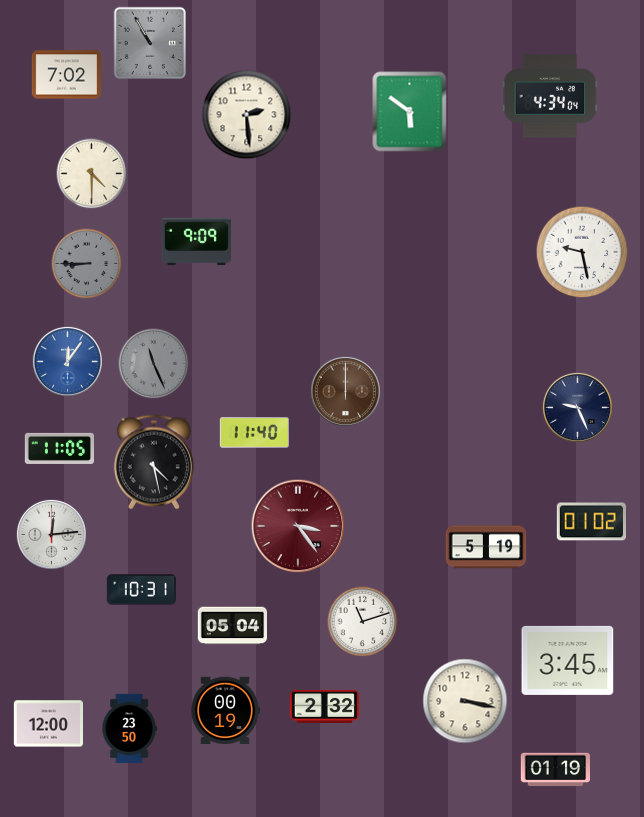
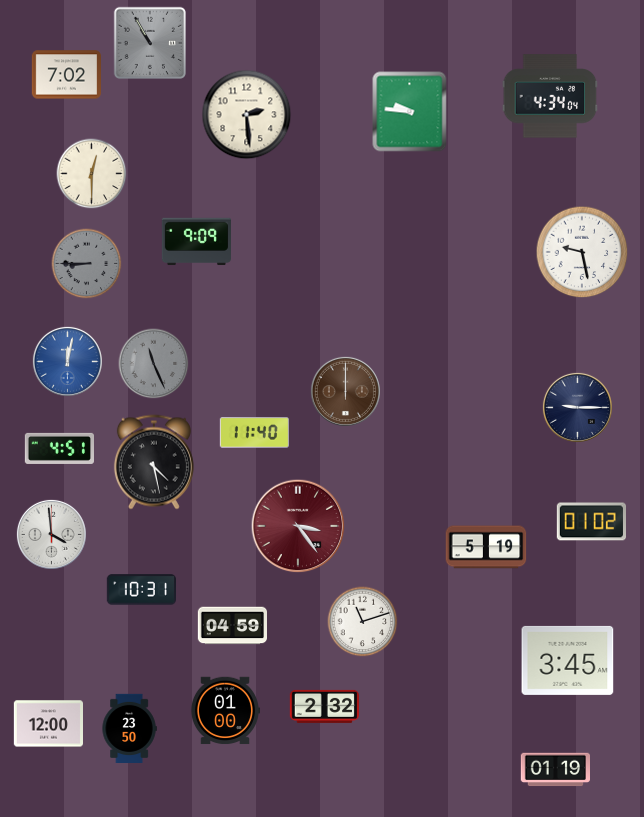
clock at (410, 112): 5:51 -> 9:46
clock at (92, 174): 4:30 -> 12:30
clock at (67, 361): 12:06 -> 12:02
clock at (577, 407): 9:26 -> 9:15
clock at (59, 448): 11:05 -> 4:51
clock at (51, 534): 12:14 -> 3:59
clock at (233, 626): 05:04 -> 04:59
clock at (465, 701): 3:17 -> none
clock at (224, 711): 00:19 -> 01:00
